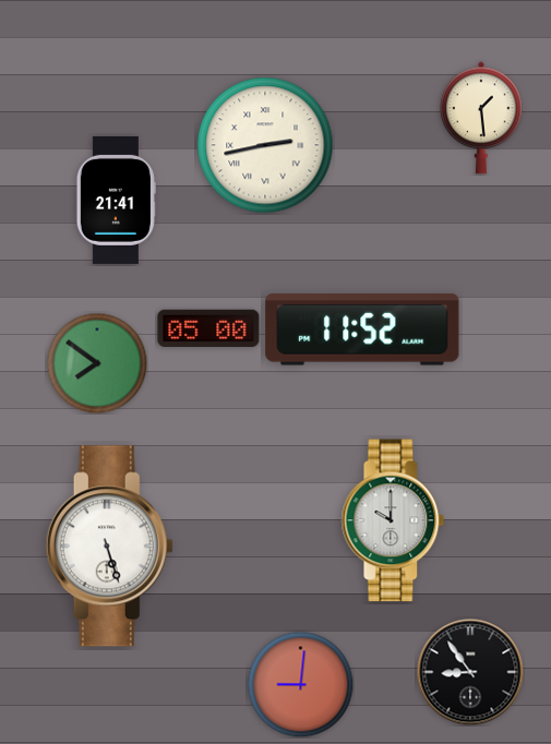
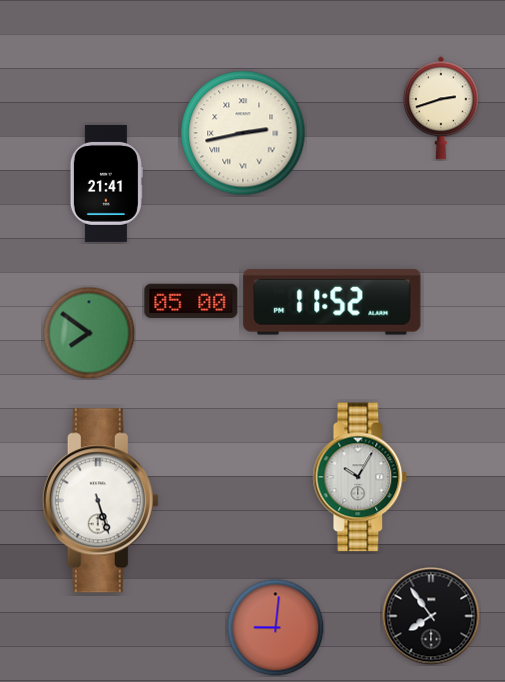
clock at (481, 118): 1:29 -> 2:42
clock at (393, 520): 10:00 -> 10:05
clock at (470, 672): 8:54 -> 7:54
